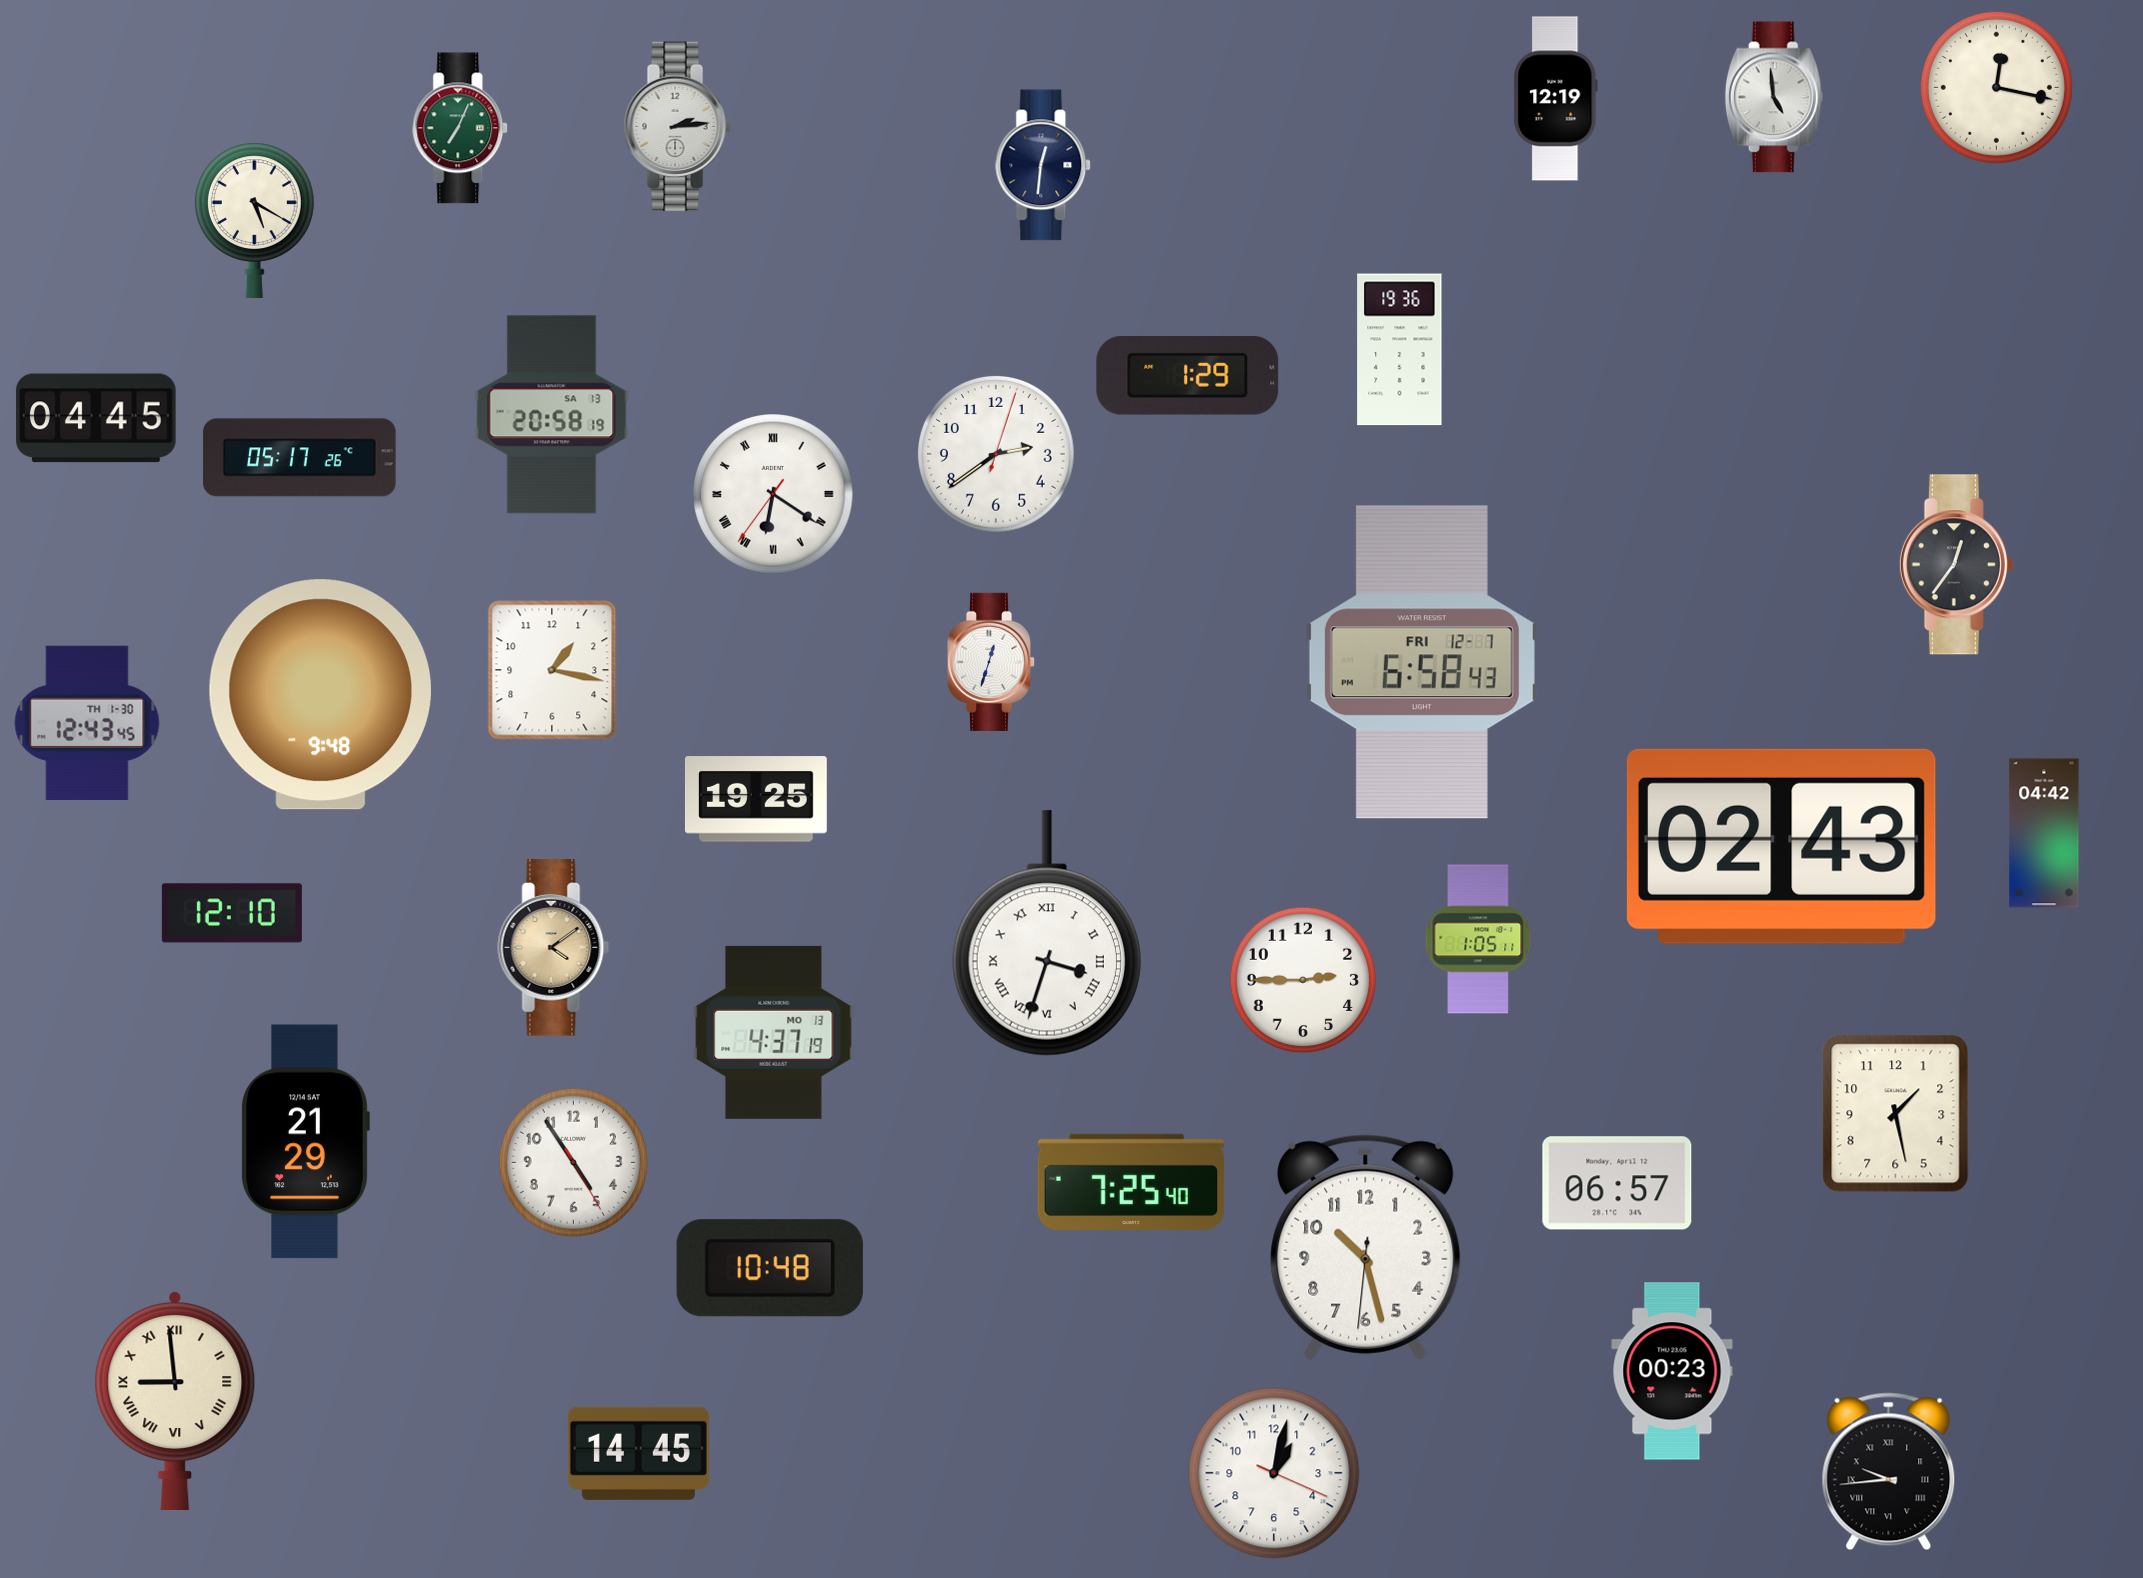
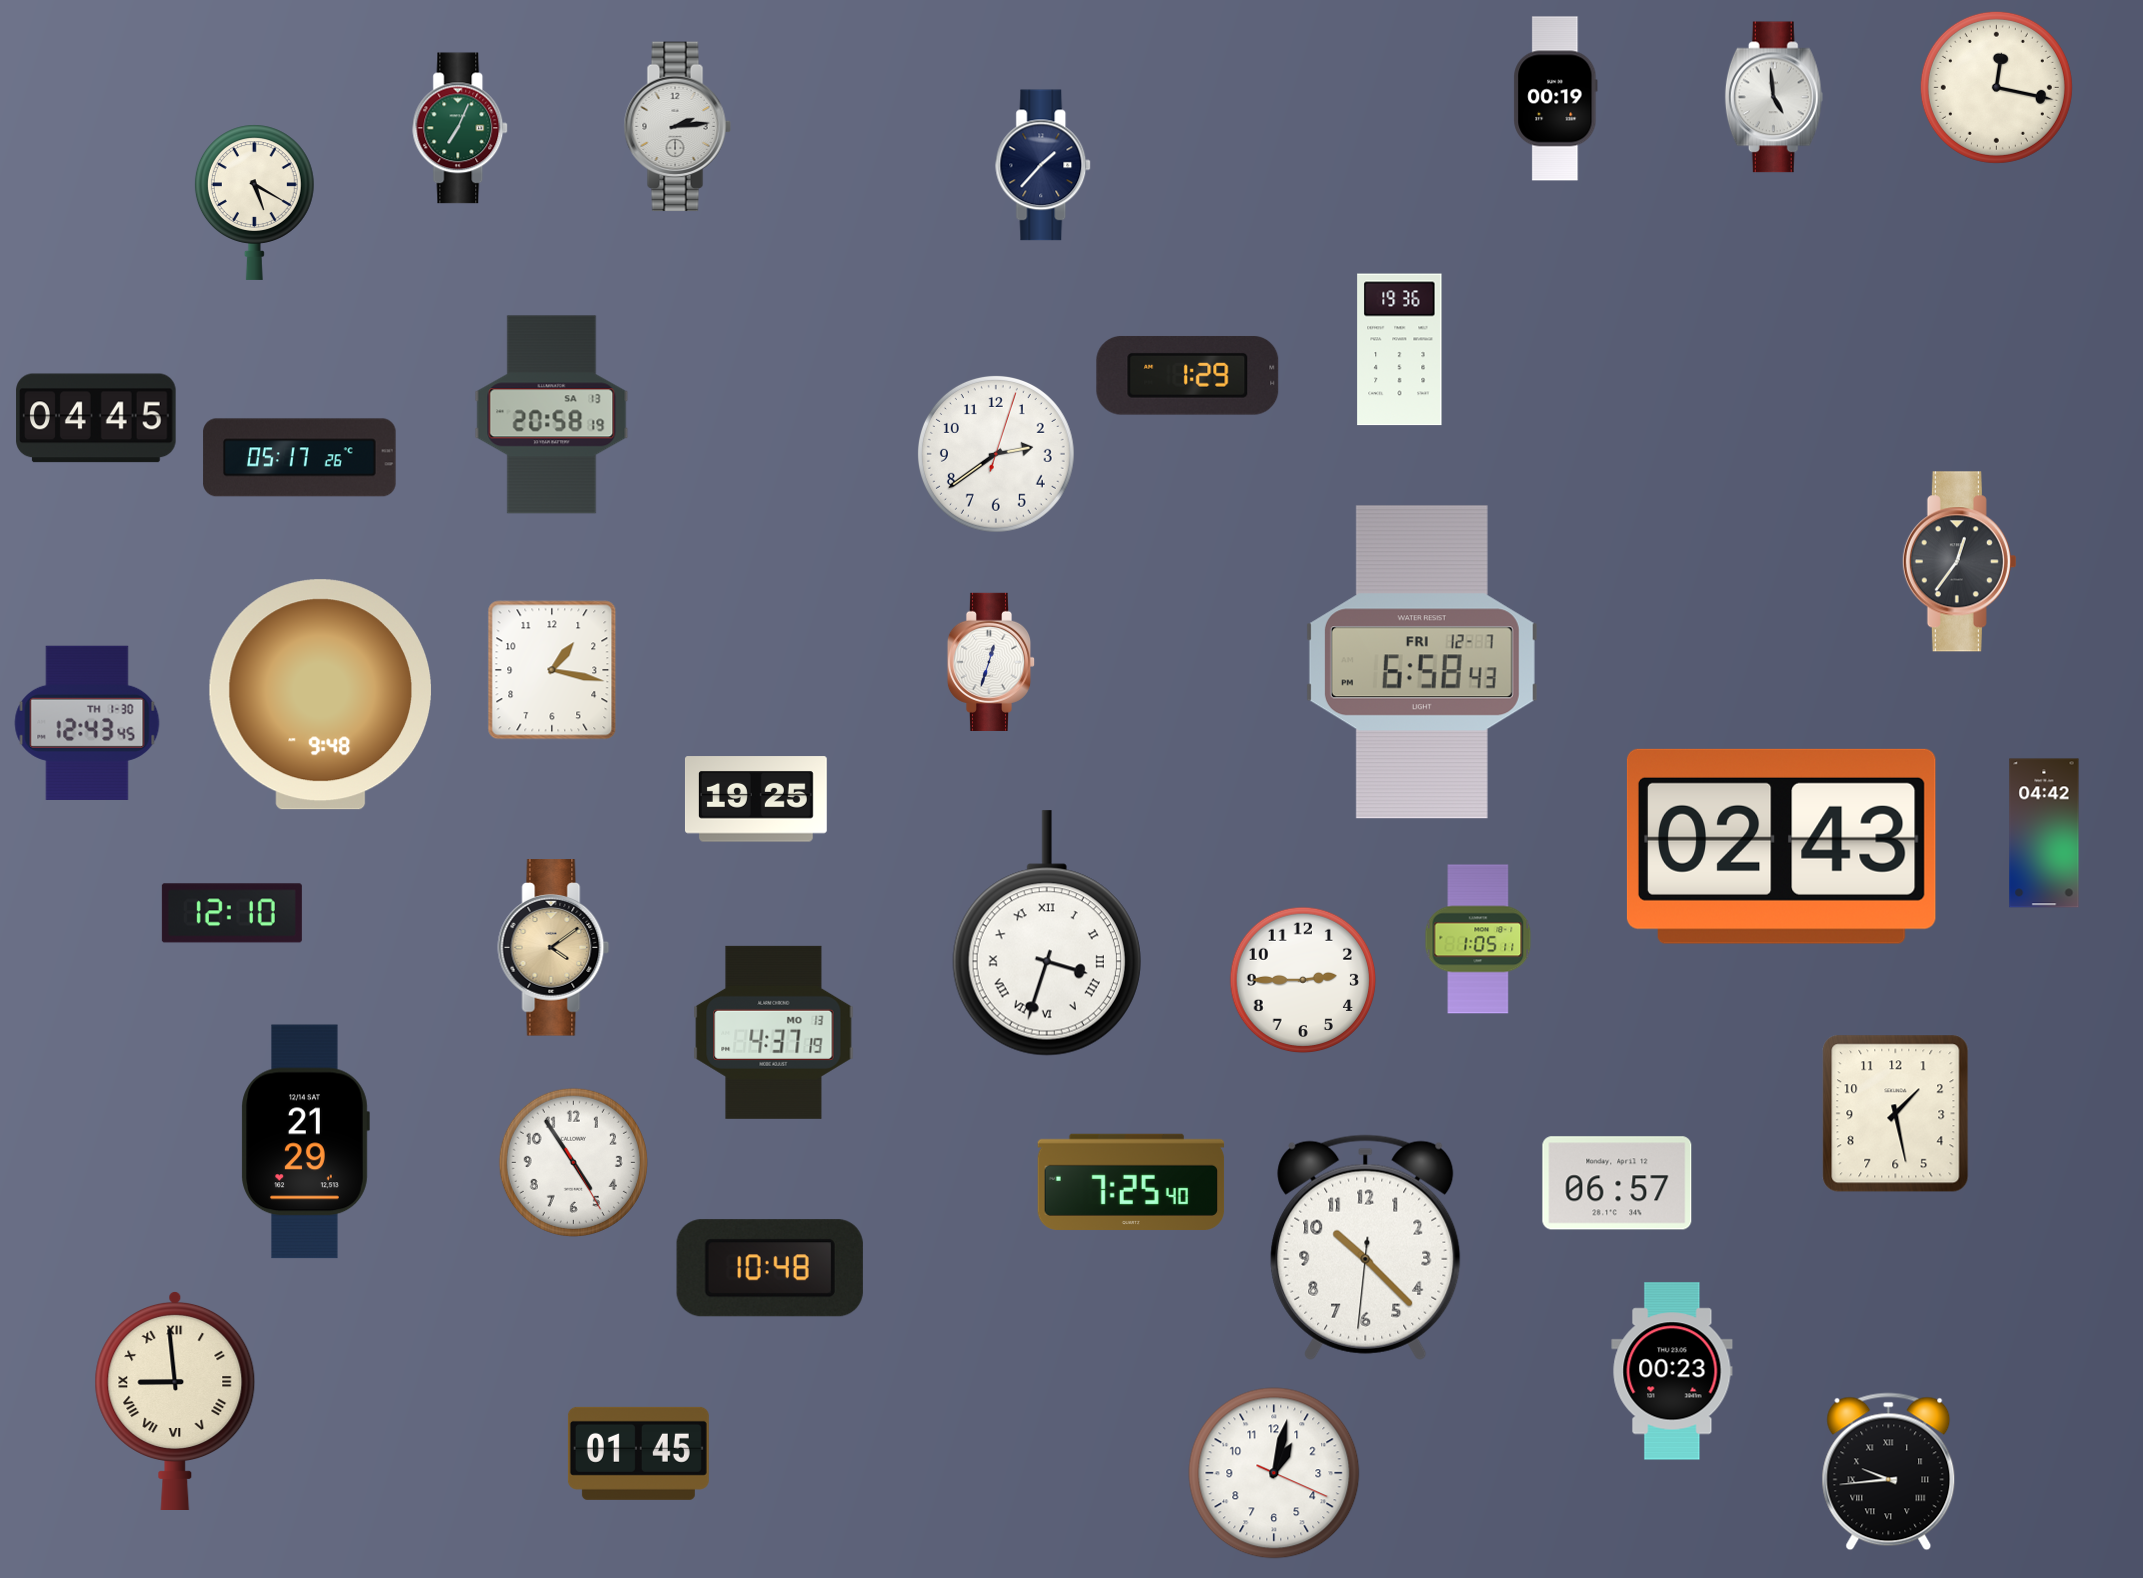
clock at (1556, 99): 12:19 -> 00:19
clock at (1044, 165): 12:31 -> 1:37
clock at (254, 220) position: (254, 220) -> (254, 202)
clock at (773, 494): 6:20 -> none
clock at (1956, 565) position: (1956, 565) -> (1959, 562)
clock at (1366, 1247): 10:27 -> 10:22
clock at (638, 1453): 14:45 -> 01:45
